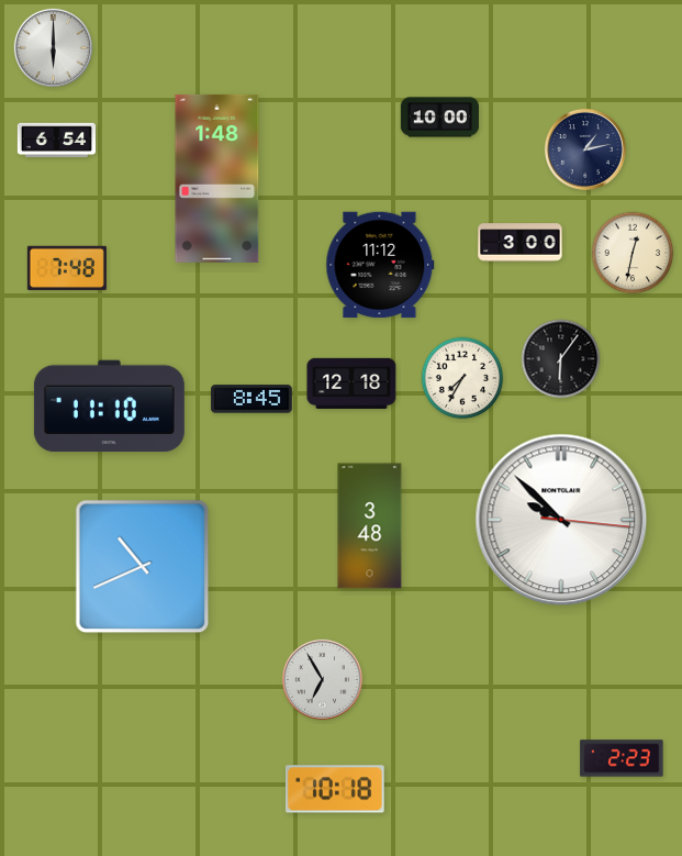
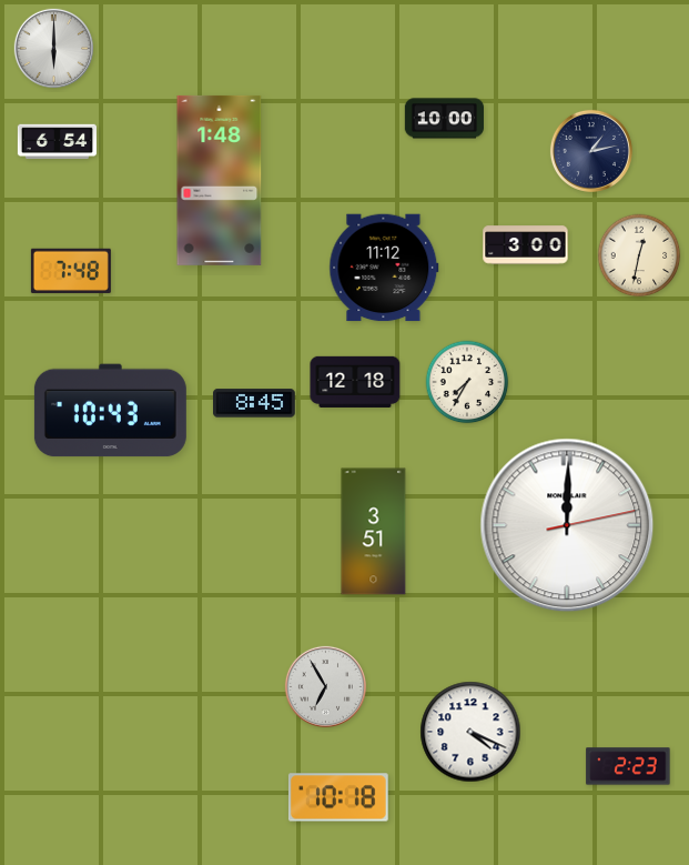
clock at (67, 268) position: (67, 268) -> (71, 271)
clock at (561, 359): 6:06 -> none
clock at (351, 383) position: (351, 383) -> (355, 382)
clock at (109, 407): 11:10 -> 10:43
clock at (561, 520): 9:52 -> 12:00
clock at (370, 526): 3:48 -> 3:51
clock at (143, 567): 10:41 -> none
clock at (470, 732): none -> 4:19
